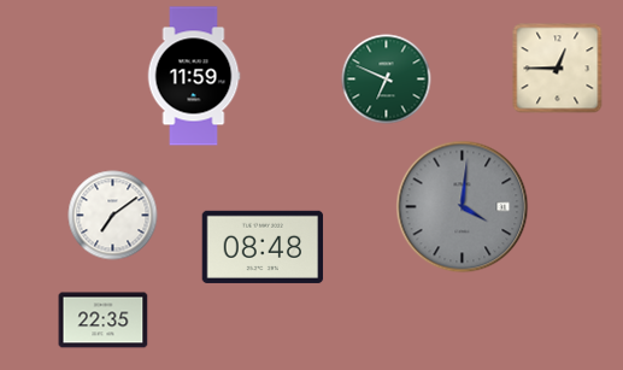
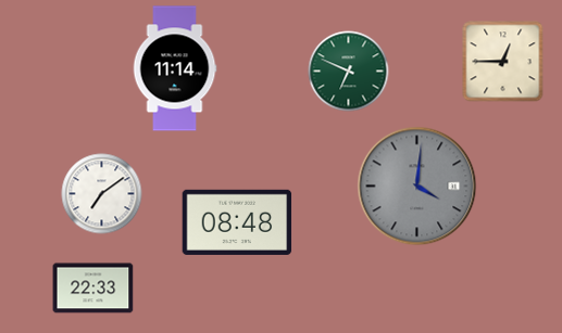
clock at (194, 76): 11:59 -> 11:14
clock at (104, 321): 22:35 -> 22:33
